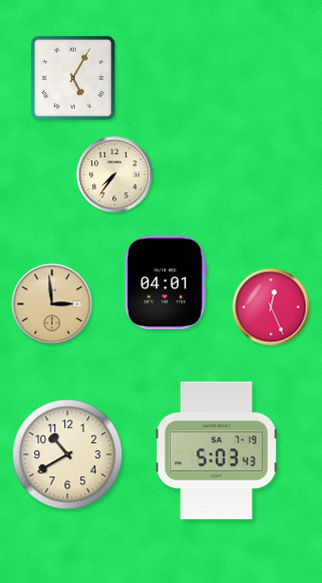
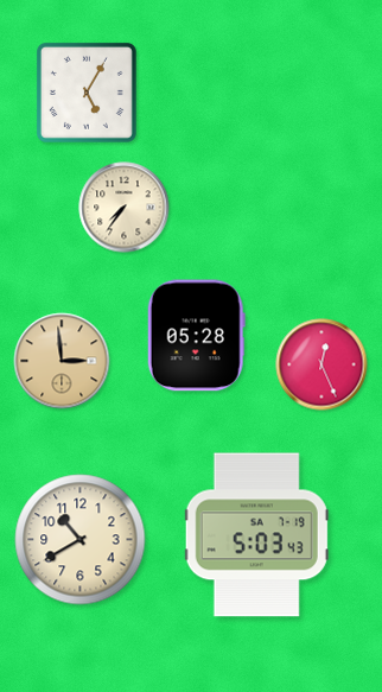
clock at (115, 175) position: (115, 175) -> (125, 208)
clock at (165, 283): 04:01 -> 05:28
